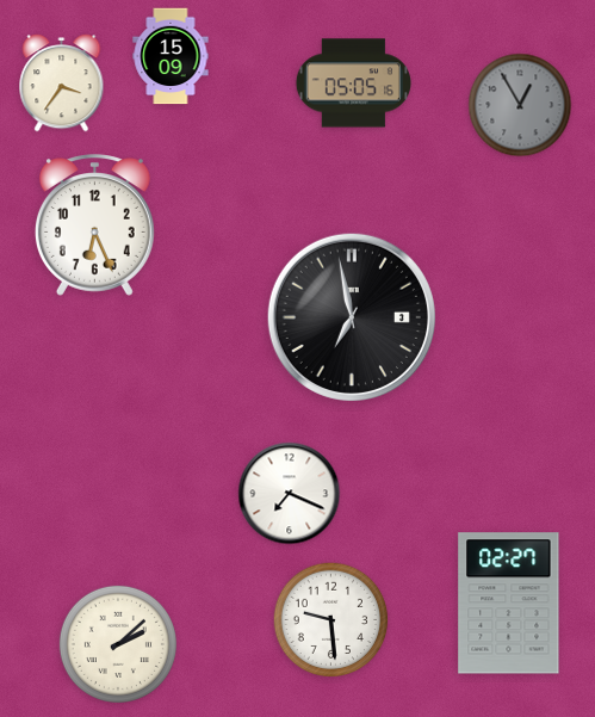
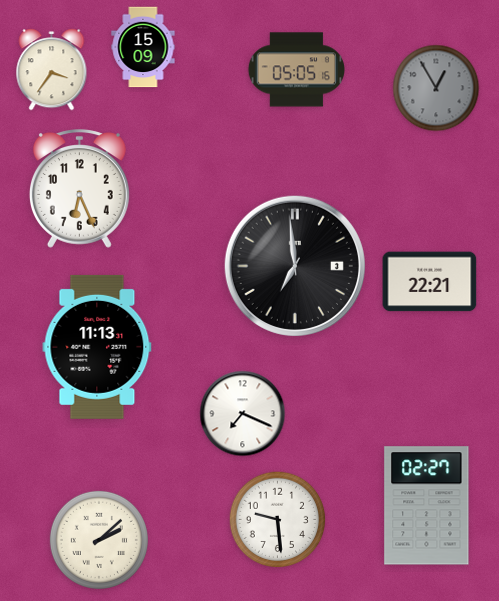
clock at (352, 317): 6:58 -> 6:59
clock at (430, 282): none -> 22:21
clock at (97, 347): none -> 11:13
